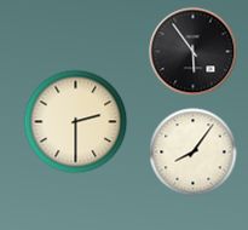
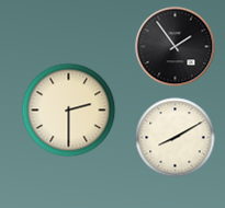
clock at (194, 52): 5:54 -> 1:54
clock at (194, 153): 8:06 -> 8:10
